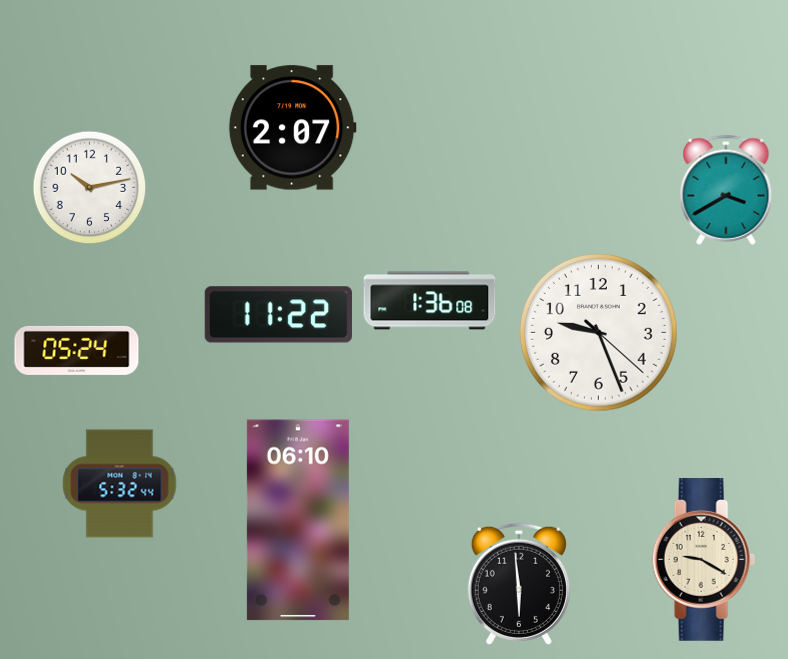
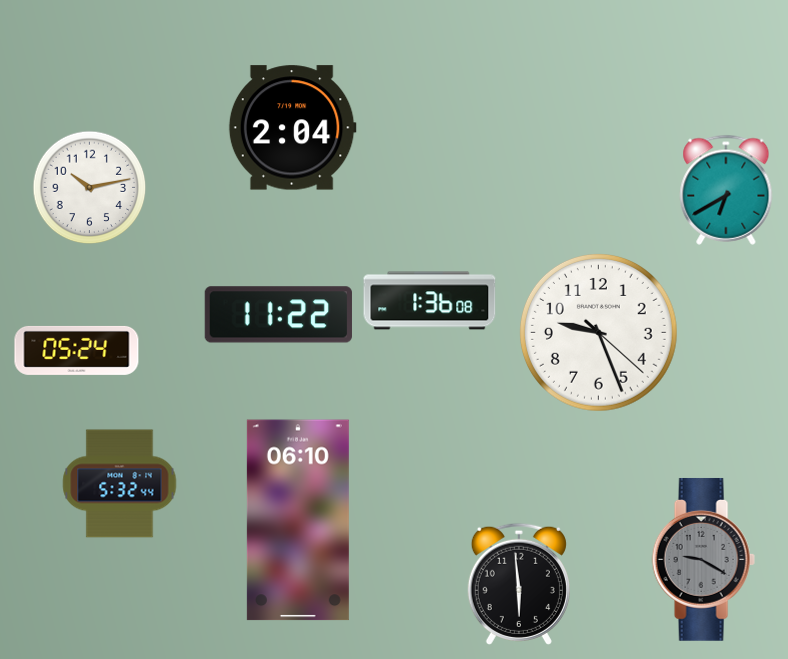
clock at (292, 128): 2:07 -> 2:04
clock at (726, 190): 3:40 -> 6:40
clock at (703, 559) dial: cream -> grey
